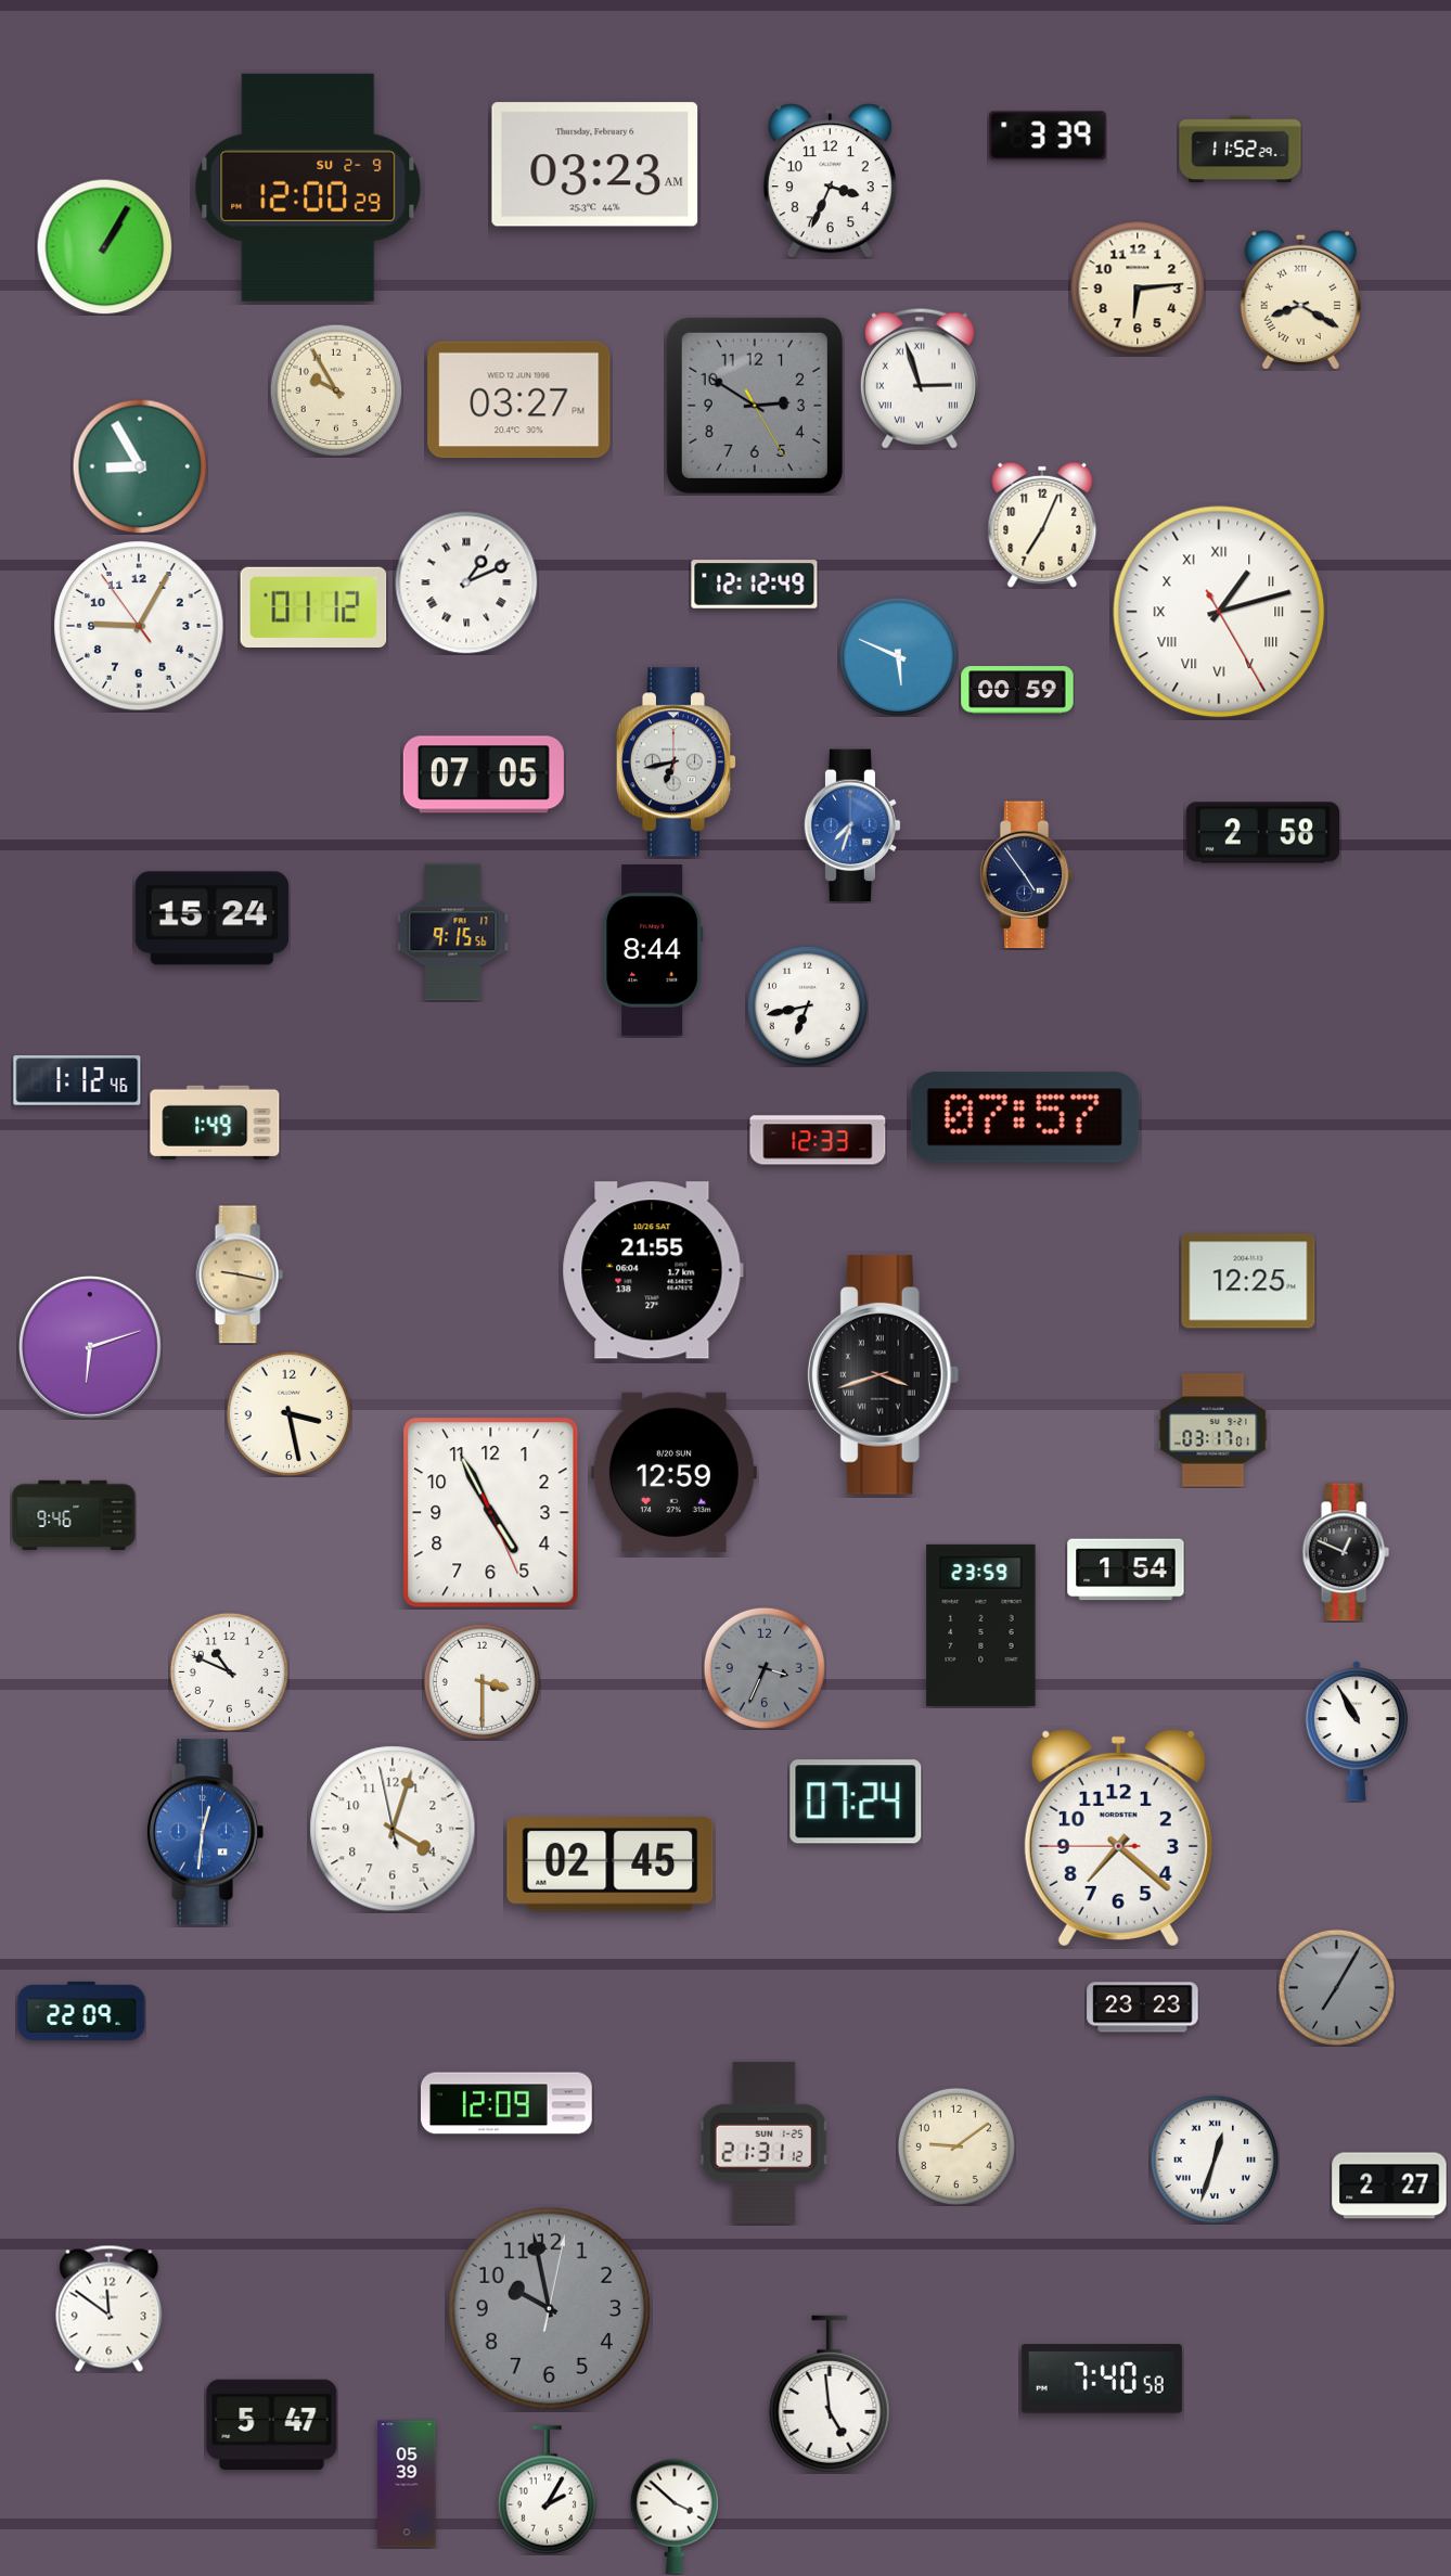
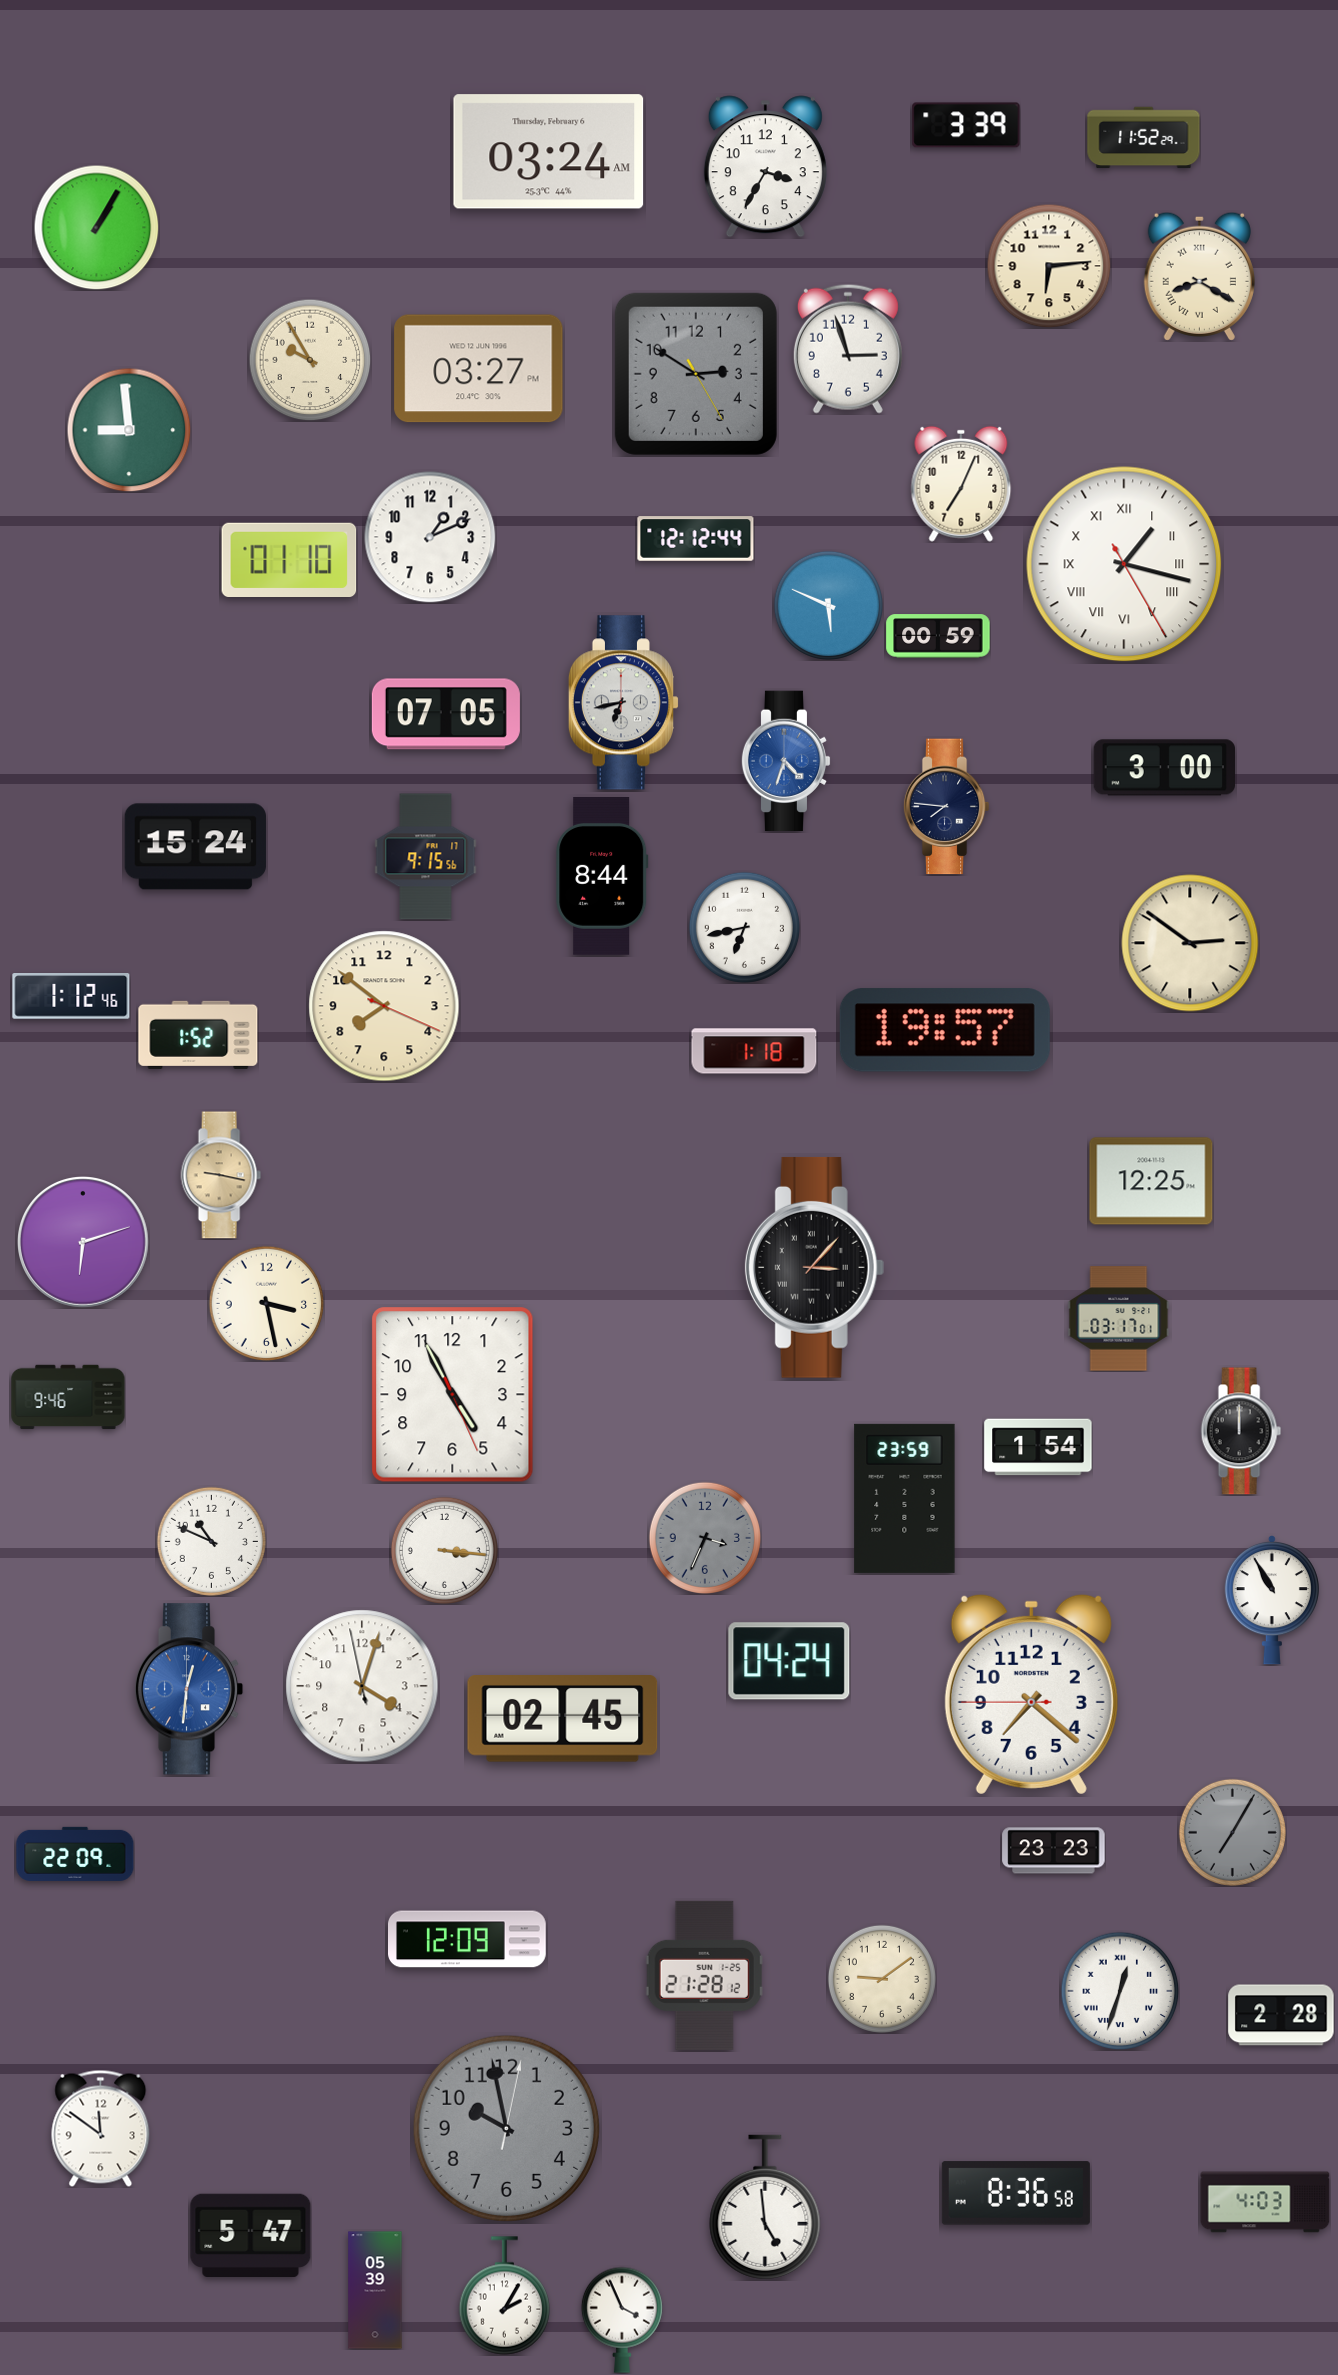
clock at (595, 165): 03:23 -> 03:24
clock at (830, 181): 3:34 -> 3:35
clock at (308, 188): 12:00 -> none
clock at (920, 379) numerals: Roman -> Arabic
clock at (140, 466): 8:55 -> 8:59
clock at (466, 582) numerals: Roman -> Arabic
clock at (755, 585): 12:12:49 -> 12:12:44
clock at (313, 606): 01:12 -> 01:10
clock at (1219, 612): 1:12 -> 1:17
clock at (139, 626): 9:04 -> none
clock at (852, 825): 7:33 -> 4:33
clock at (1262, 833): 2:58 -> 3:00
clock at (1026, 875): 4:54 -> 7:46
clock at (453, 933) position: (453, 933) -> (426, 857)
clock at (1190, 943): none -> 2:51
clock at (384, 1006): none -> 7:51
clock at (1025, 1117): 07:57 -> 19:57
clock at (215, 1123): 1:49 -> 1:52
clock at (818, 1140): 12:33 -> 1:18
clock at (653, 1270): 21:55 -> none
clock at (884, 1374): 3:42 -> 3:07
clock at (673, 1472): 12:59 -> none
clock at (1346, 1552): 12:49 -> 12:00
clock at (481, 1681): 3:30 -> 3:16
clock at (1357, 1732) position: (1357, 1732) -> (1272, 1601)
clock at (856, 1802): 07:24 -> 04:24
clock at (763, 2142): 21:31 -> 21:28
clock at (1389, 2186): 2:27 -> 2:28
clock at (1102, 2379): 7:40 -> 8:36
clock at (1265, 2202): none -> 4:03
clock at (675, 2516): 3:52 -> 3:56
